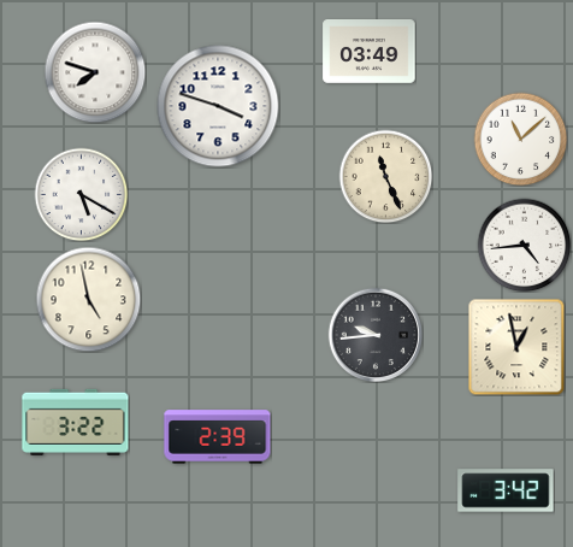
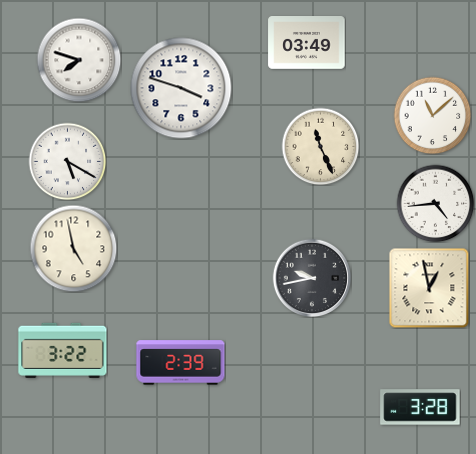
clock at (376, 335): 9:44 -> 9:43
clock at (506, 490): 3:42 -> 3:28
